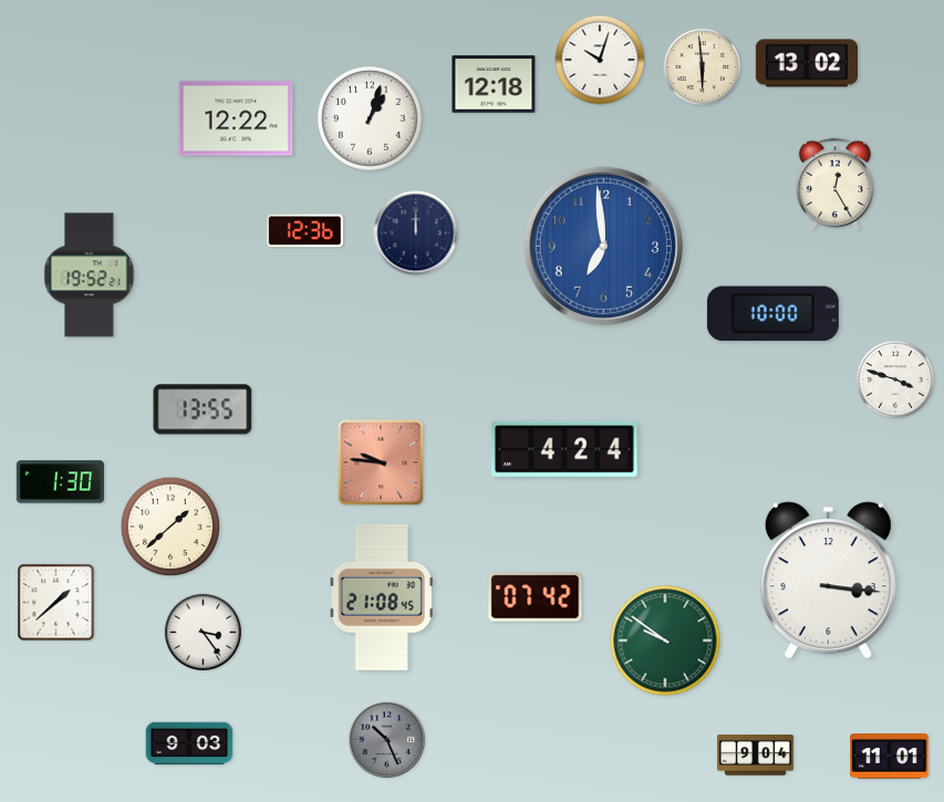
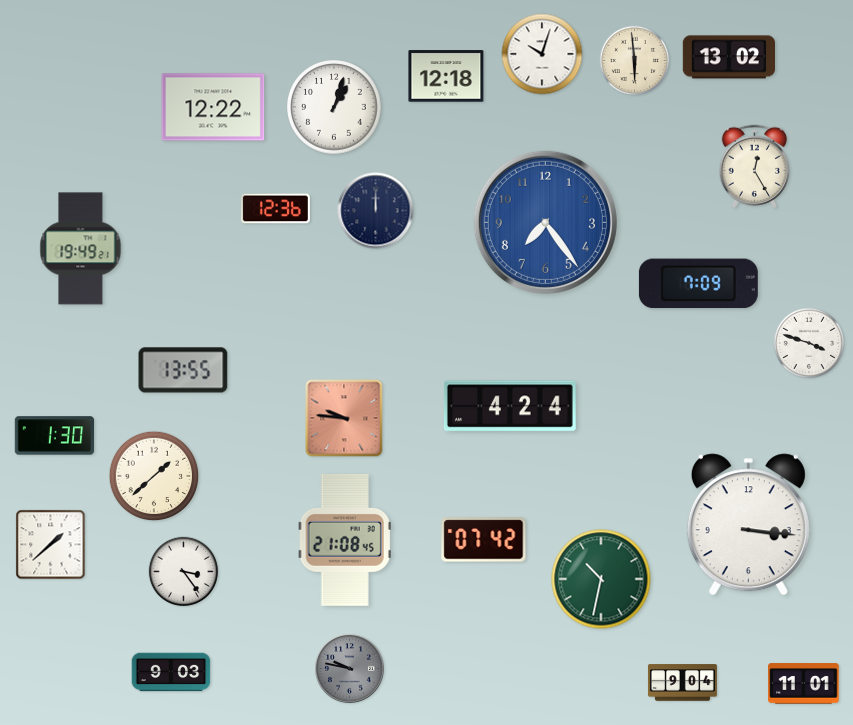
clock at (603, 246): 6:59 -> 7:24
clock at (90, 275): 19:52 -> 19:49
clock at (772, 314): 10:00 -> 7:09
clock at (665, 640): 9:51 -> 10:32
clock at (387, 740): 10:26 -> 9:47
